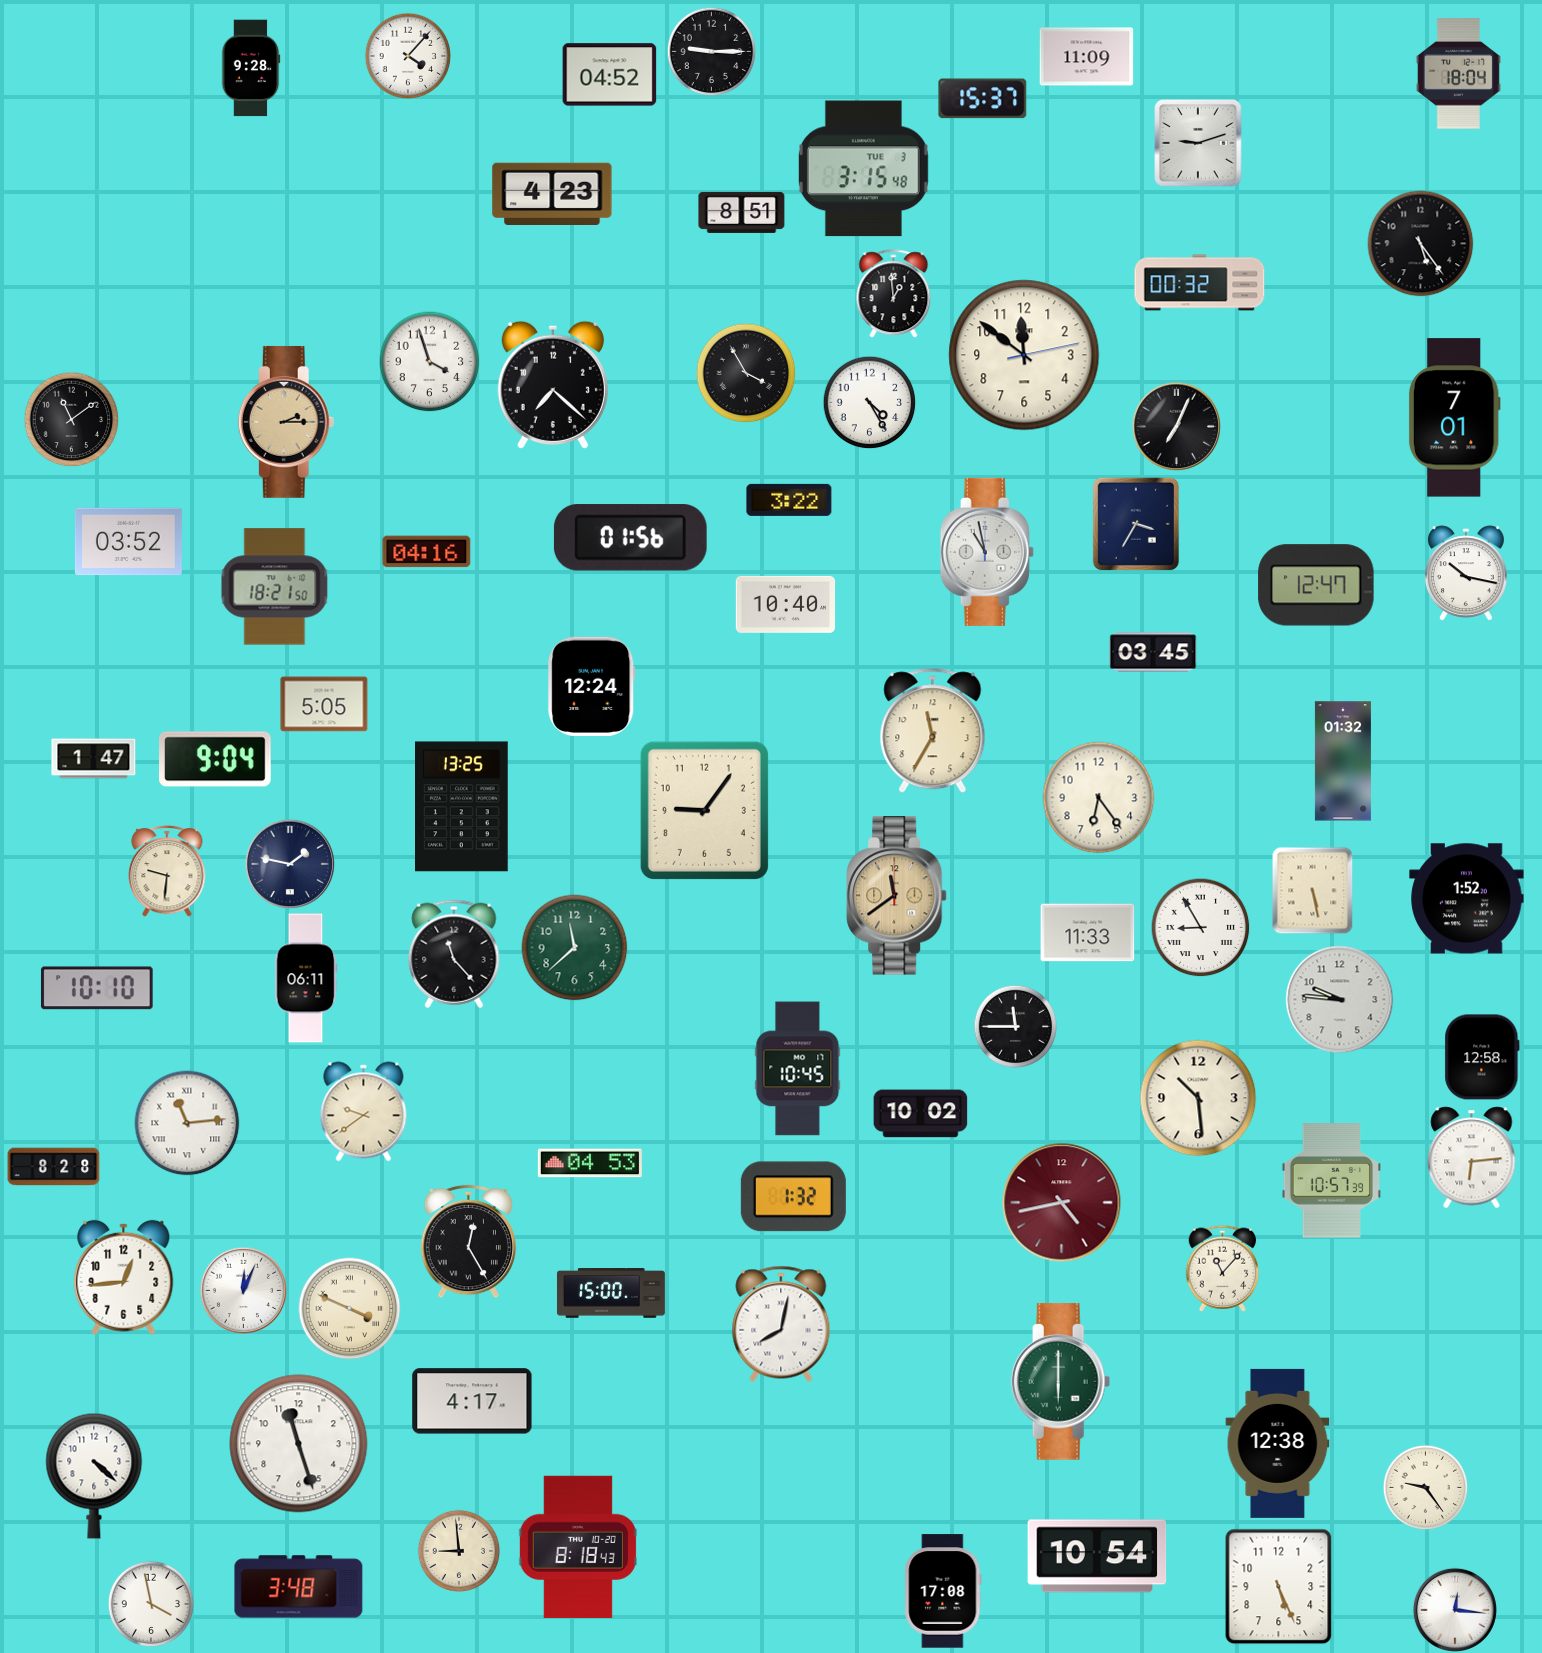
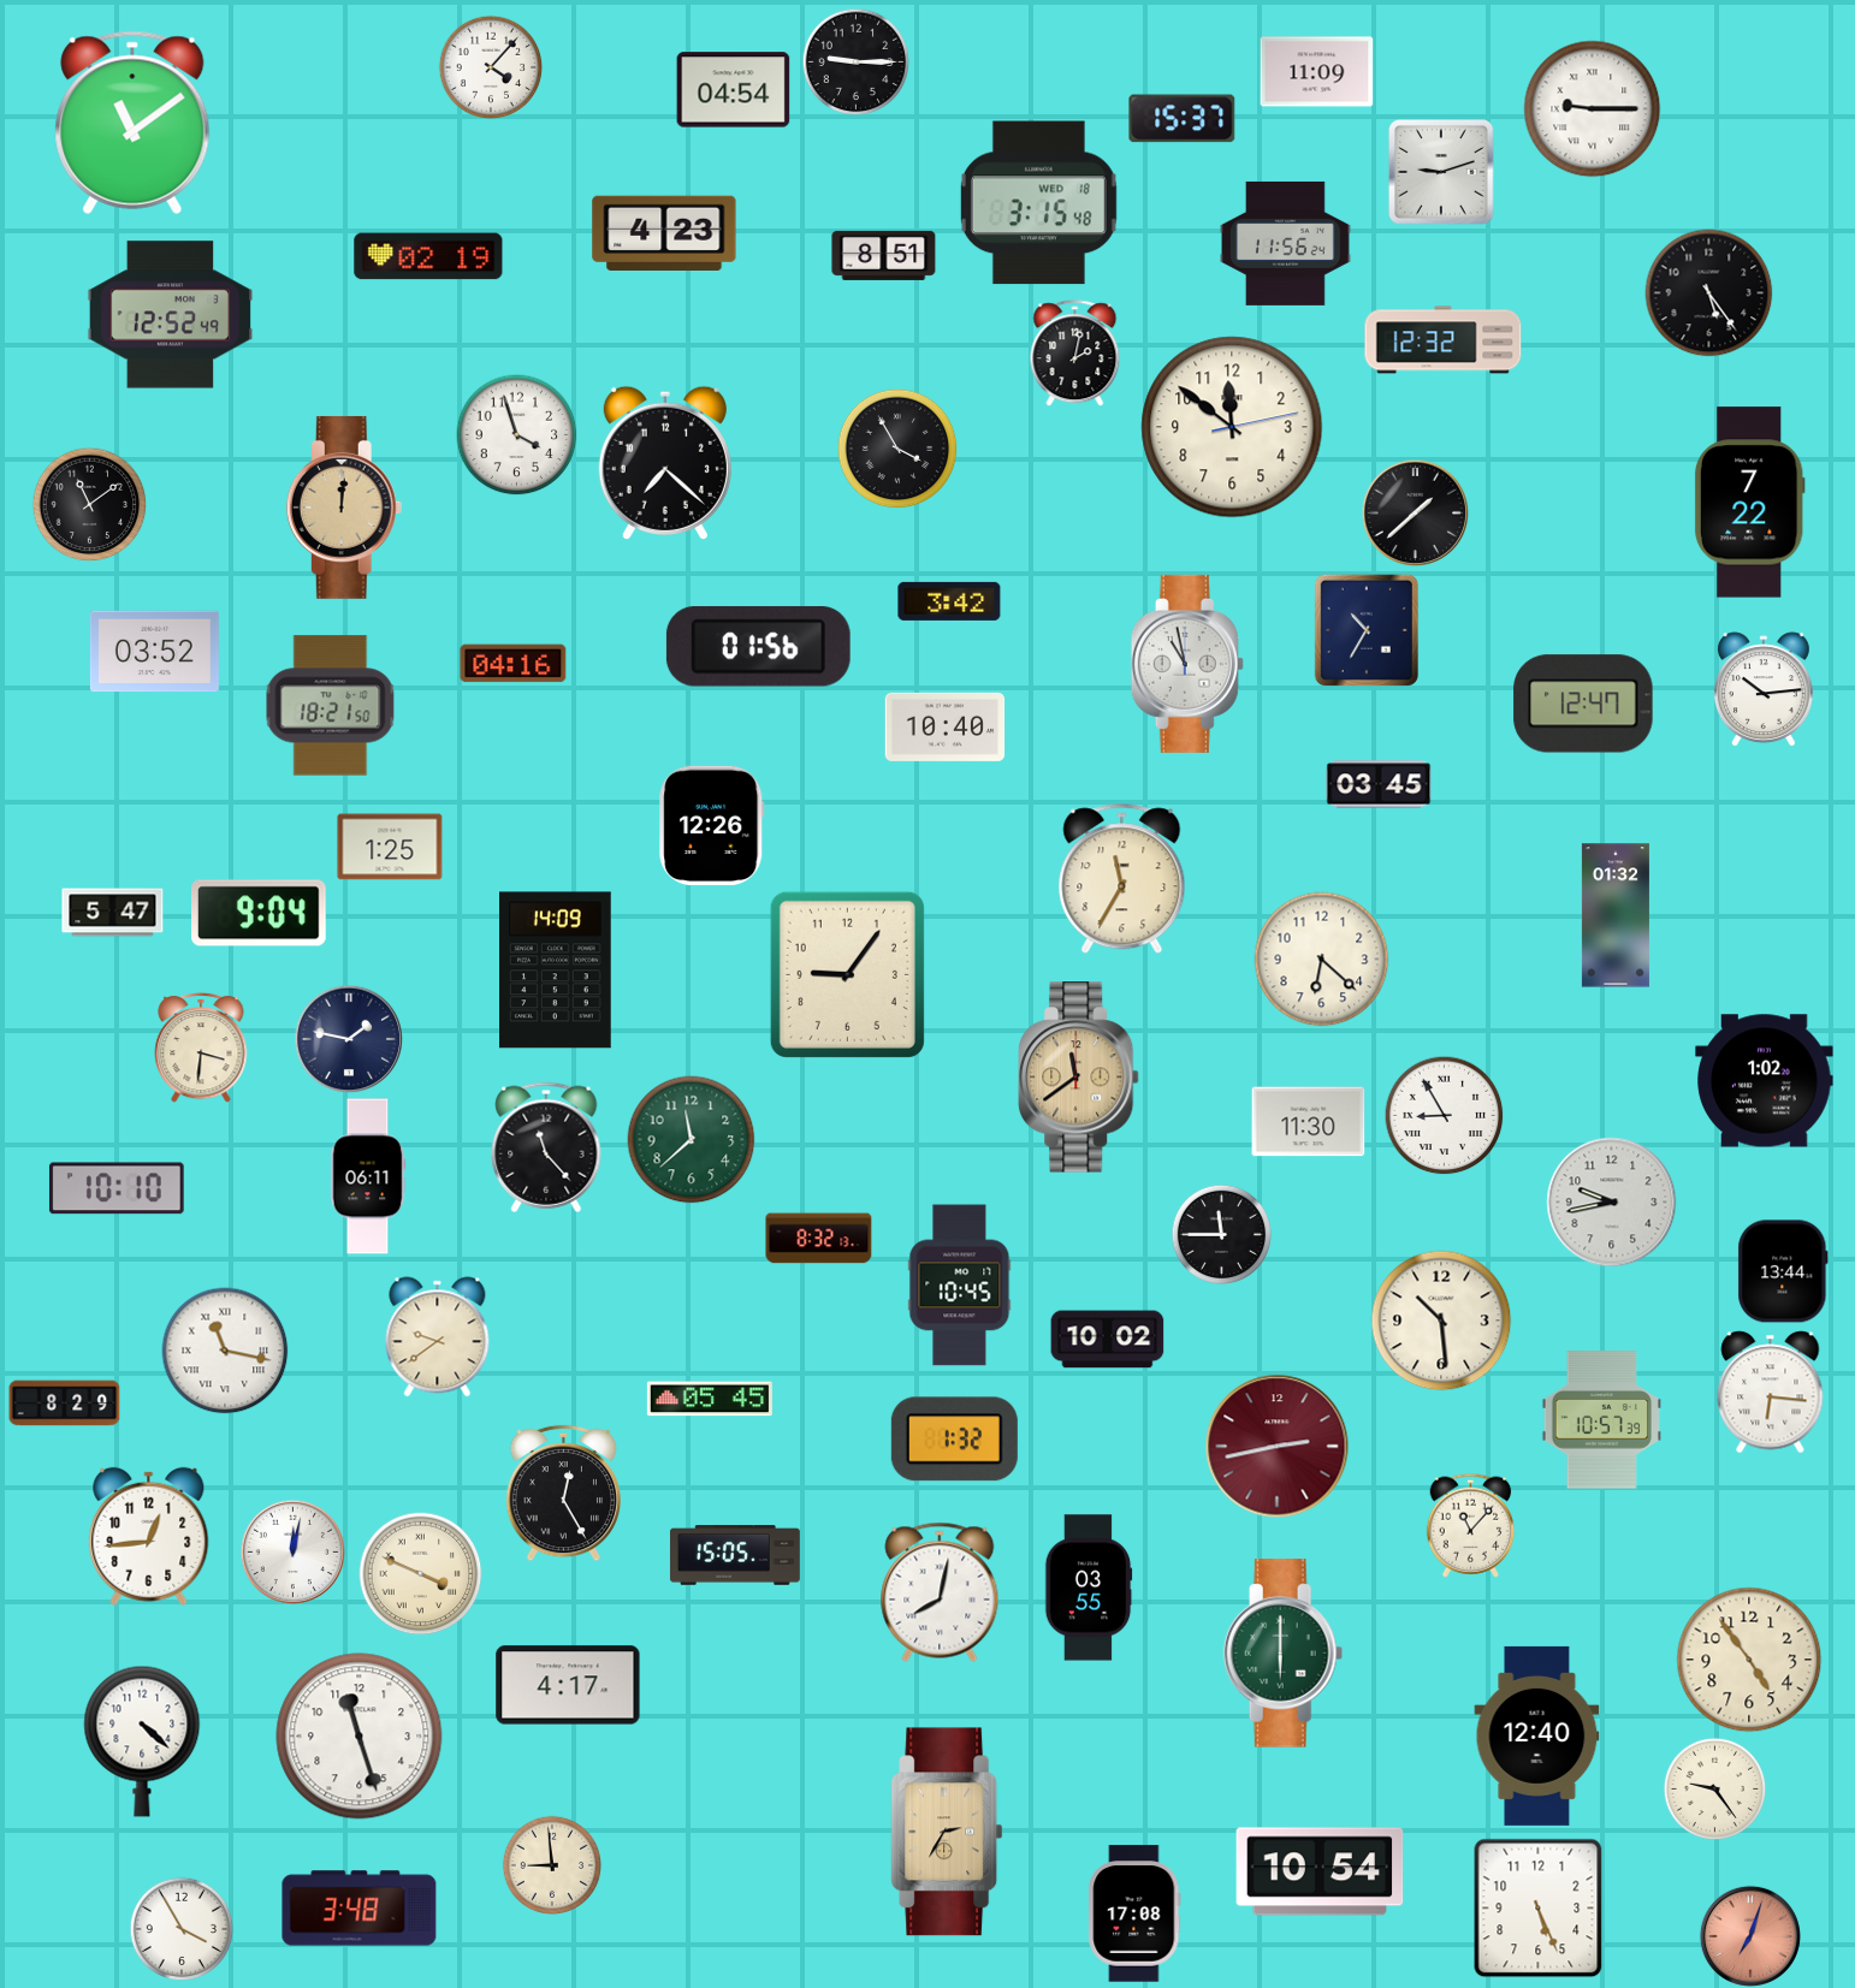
clock at (1087, 57) position: (1087, 57) -> (1317, 72)
clock at (251, 68): 9:28 -> none
clock at (1458, 74): 18:04 -> none
clock at (610, 75): 04:52 -> 04:54
clock at (1593, 109): none -> 9:15
clock at (132, 123): none -> 11:09
clock at (863, 169) date: TUE 3 -> WED 18
clock at (1286, 243): none -> 11:56
clock at (742, 212) position: (742, 212) -> (884, 255)
clock at (428, 256): none -> 02:19
clock at (171, 315): none -> 12:52
clock at (1200, 283): 00:32 -> 12:32
clock at (894, 294): 12:59 -> 2:02
clock at (869, 402): 4:25 -> none
clock at (1454, 418): 7:01 -> 7:22
clock at (71, 419) position: (71, 419) -> (89, 504)
clock at (286, 422): 2:15 -> 12:01
clock at (1176, 426): 7:04 -> 1:38
clock at (789, 500): 3:22 -> 3:42
clock at (1136, 524): 3:35 -> 10:35
clock at (1466, 573): 10:17 -> 10:14
clock at (1153, 652) position: (1153, 652) -> (1379, 784)
clock at (592, 686): 12:24 -> 12:26
clock at (324, 704): 5:05 -> 1:25
clock at (94, 759): 1:47 -> 5:47
clock at (1099, 798): 6:24 -> 6:22
clock at (462, 807): 13:25 -> 14:09
clock at (167, 871): 9:31 -> 3:31
clock at (1313, 890): 5:28 -> none
clock at (1467, 899): 1:52 -> 1:02
clock at (1088, 933): 11:33 -> 11:30
clock at (1340, 1000): 9:46 -> 9:43
clock at (819, 1239): none -> 8:32
clock at (1482, 1057): 12:58 -> 13:44
clock at (187, 1123): 11:14 -> 11:17
clock at (1472, 1158): 6:14 -> 6:16
clock at (590, 1163): 04:53 -> 05:45
clock at (54, 1167): 8:28 -> 8:29
clock at (1062, 1203): 4:43 -> 2:43
clock at (243, 1290): 12:04 -> 12:02
clock at (611, 1293): 15:00 -> 15:05
clock at (1089, 1588): none -> 03:55
clock at (1749, 1660): none -> 4:54
clock at (1061, 1382) position: (1061, 1382) -> (1284, 1654)
clock at (1278, 1443): 12:38 -> 12:40
clock at (94, 1476) position: (94, 1476) -> (142, 1741)
clock at (947, 1832): none -> 2:35
clock at (578, 1547): 8:18 -> none
clock at (151, 1604): 3:58 -> 3:55
clock at (1455, 1610): 12:16 -> 7:03
clock at (1455, 1610) dial: white -> salmon
